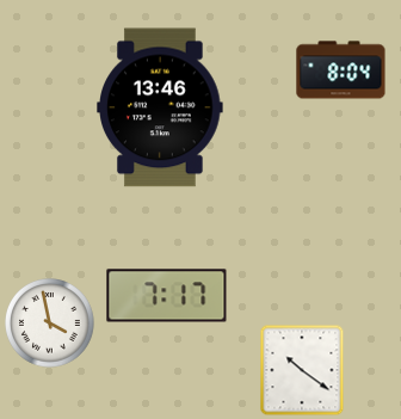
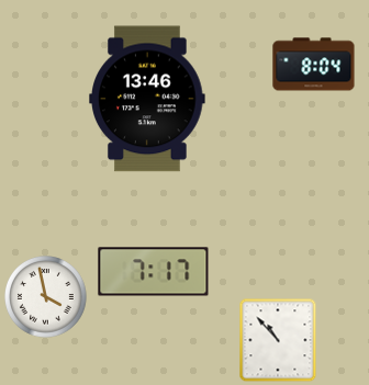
clock at (302, 370): 10:21 -> 10:53
